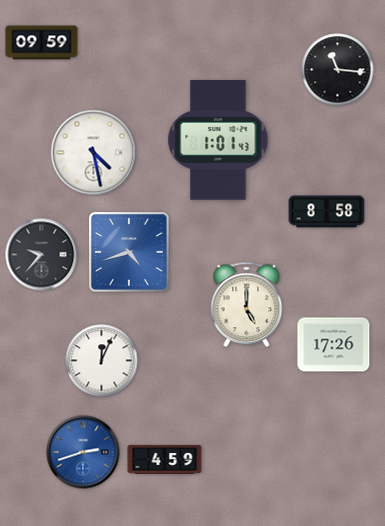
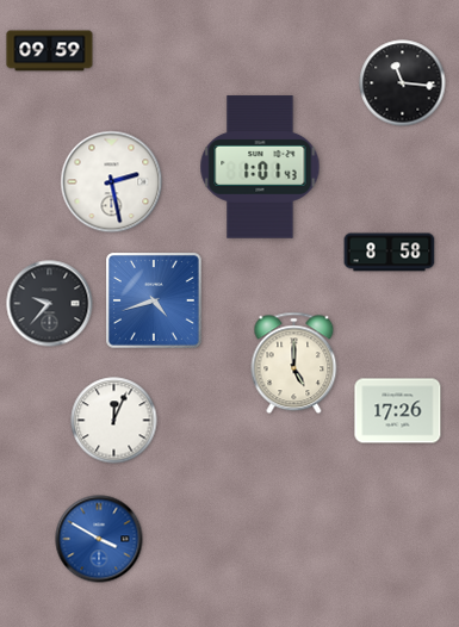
clock at (94, 153): 4:28 -> 2:28
clock at (102, 361) position: (102, 361) -> (114, 421)
clock at (83, 452): 2:42 -> 3:50
clock at (165, 459): 4:59 -> none
